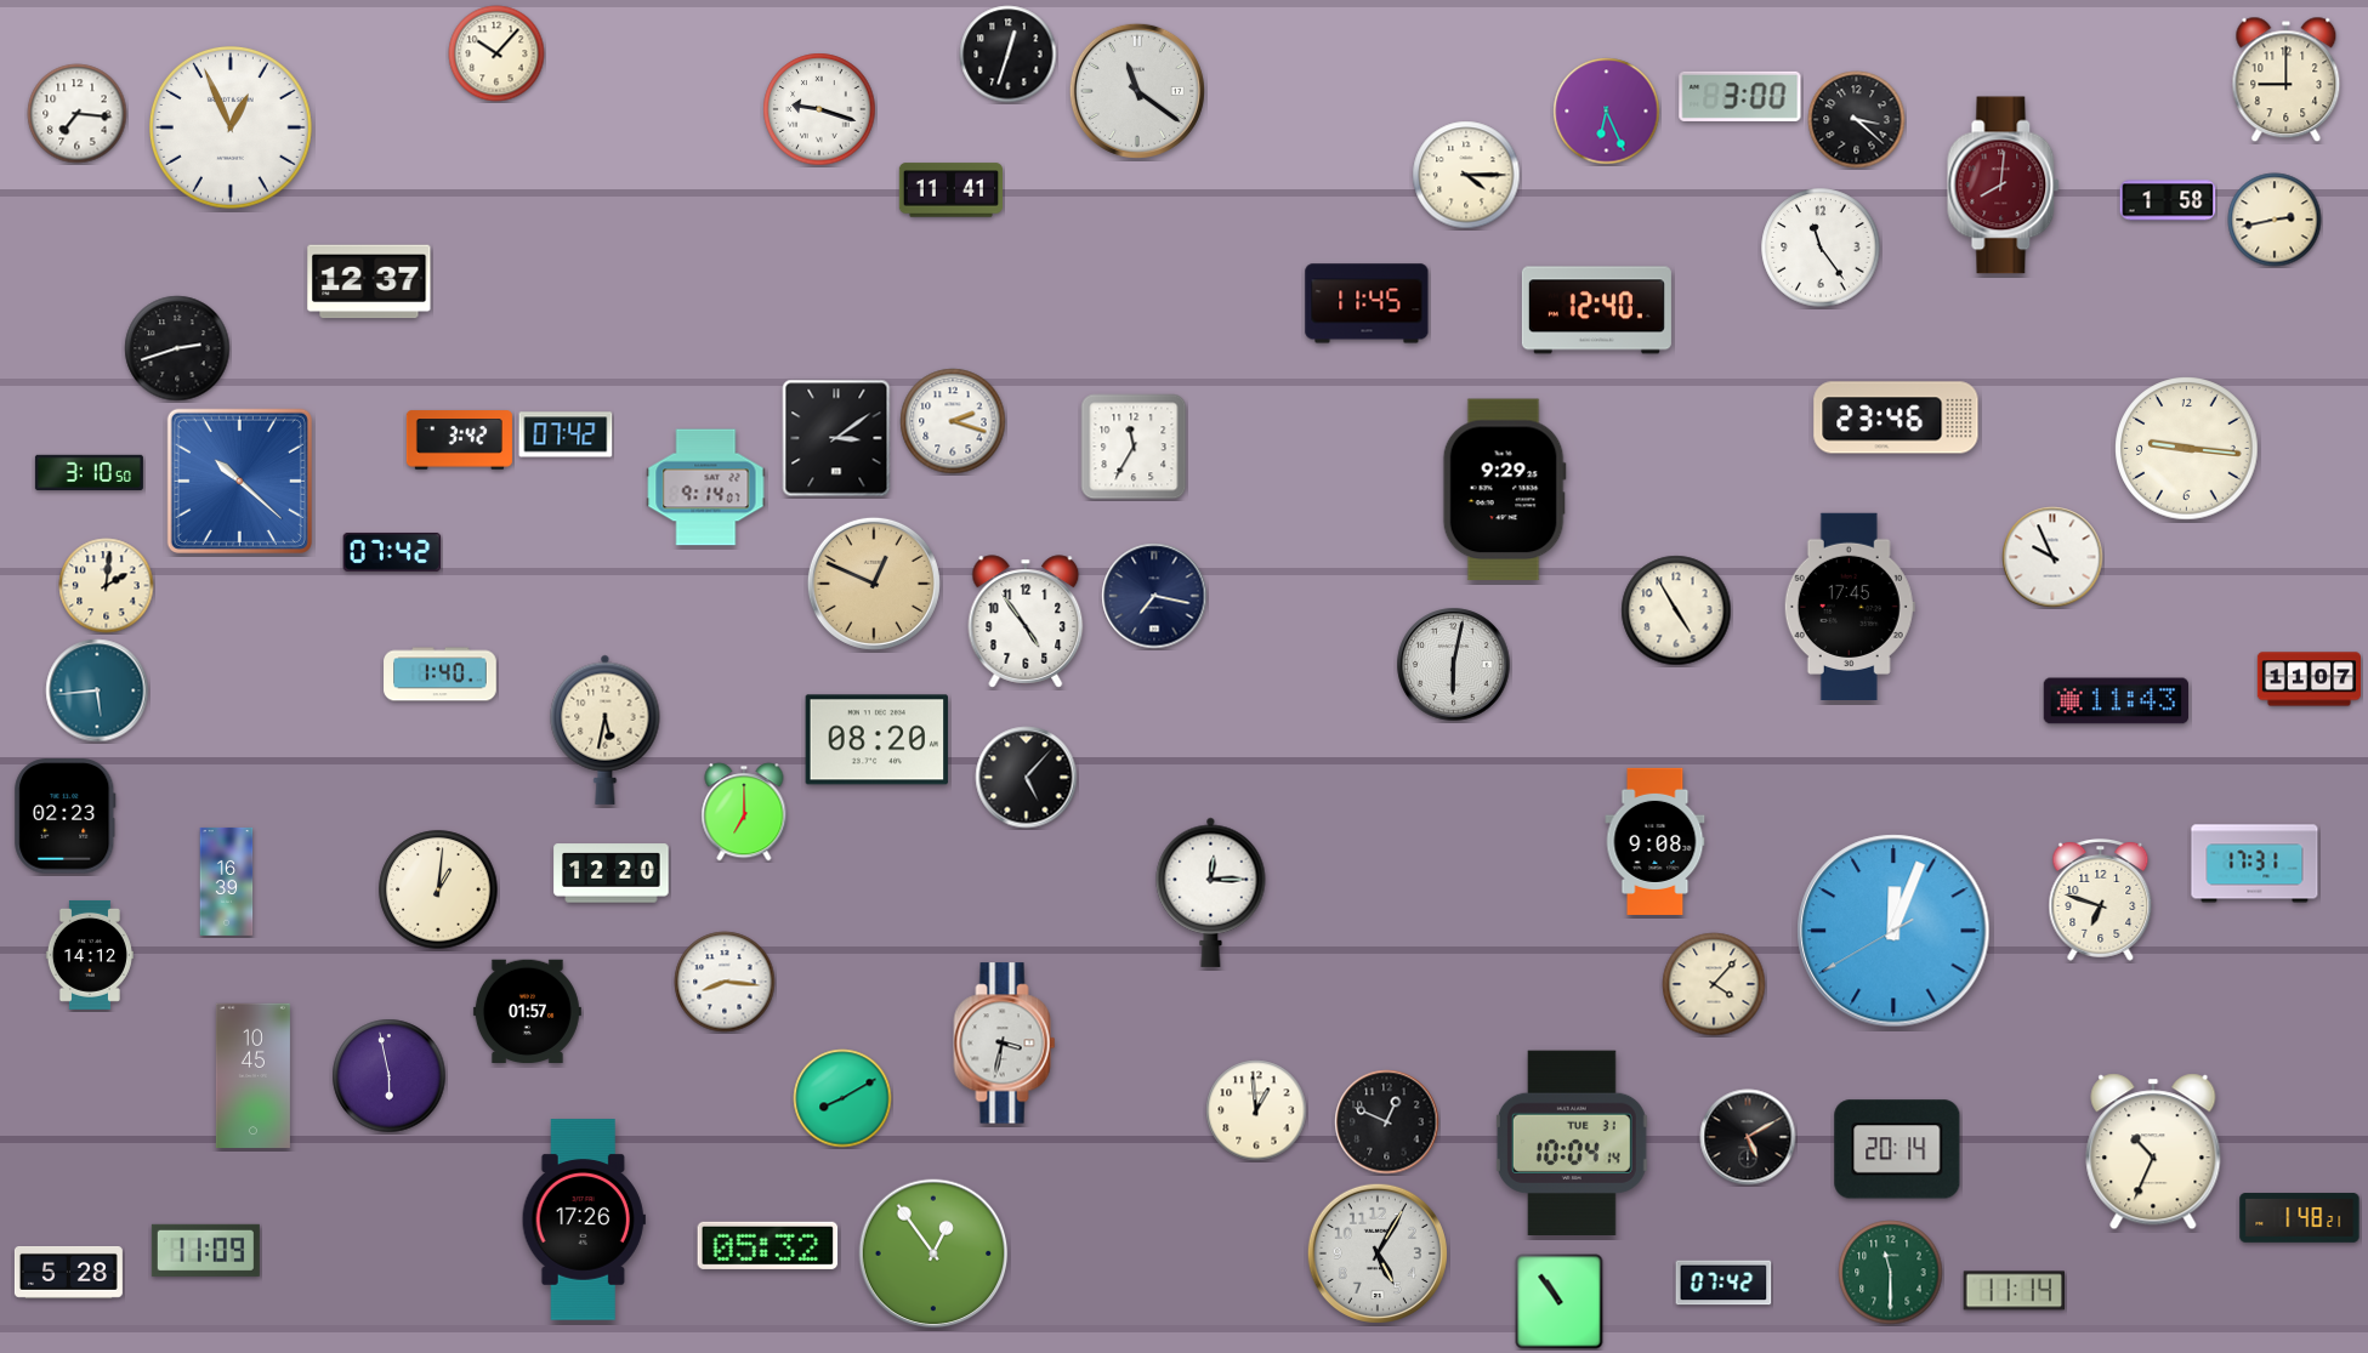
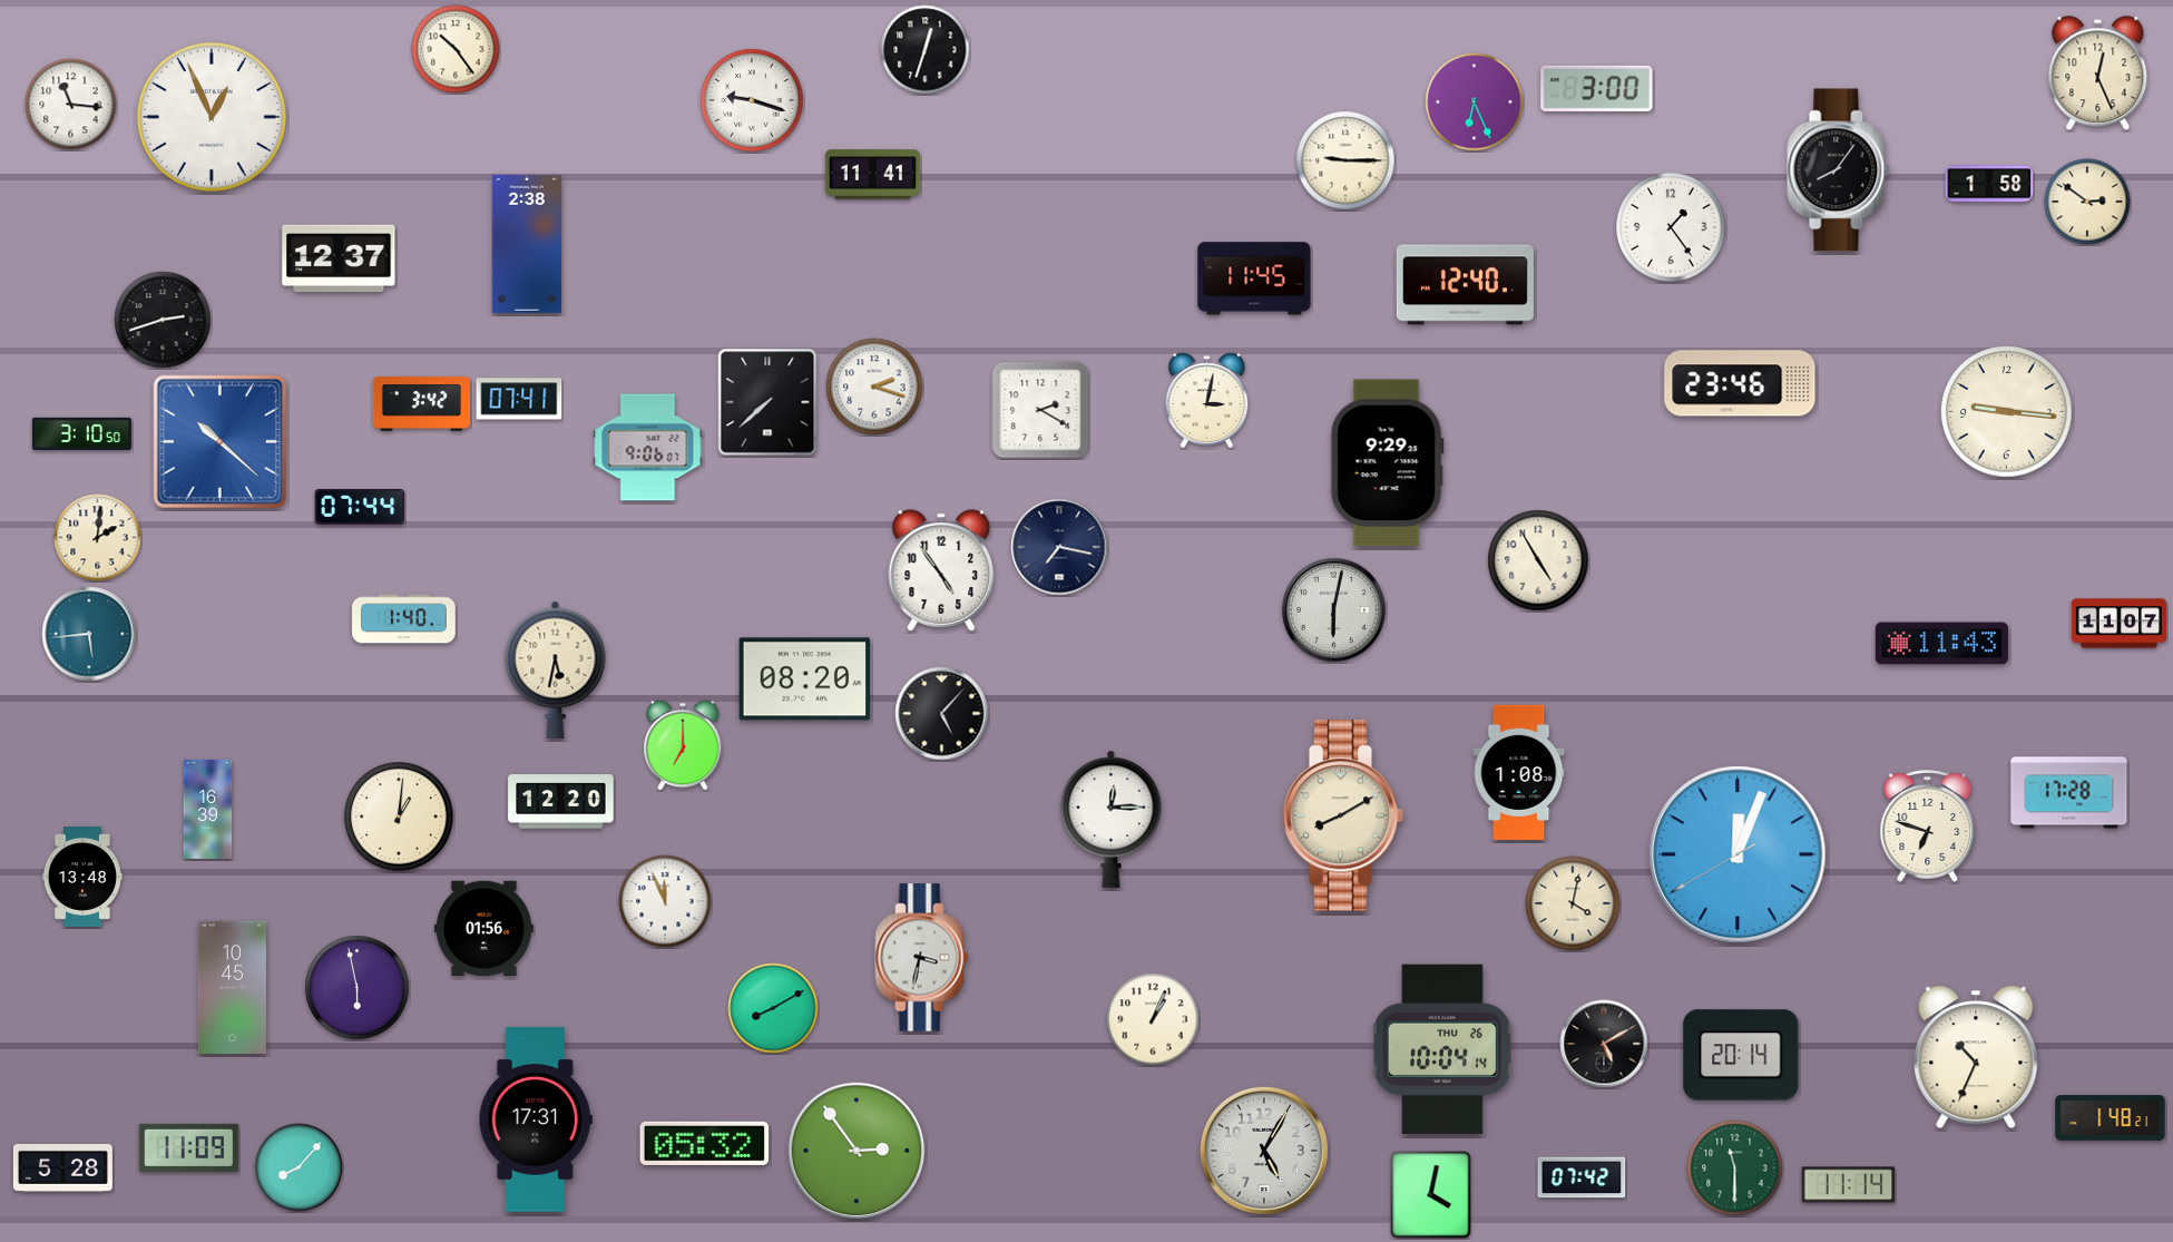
clock at (496, 53): 10:07 -> 10:24
clock at (2287, 80): 9:00 -> 12:26
clock at (1137, 91): 11:21 -> none
clock at (78, 114): 7:16 -> 11:16
clock at (1857, 120): 3:22 -> none
clock at (1466, 175): 4:15 -> 9:15
clock at (2004, 186): 8:01 -> 8:06
clock at (2004, 186) dial: burgundy -> black
clock at (2275, 220): 2:43 -> 2:51
clock at (1821, 248): 11:24 -> 1:24
clock at (526, 244): none -> 2:38
clock at (566, 434): 07:42 -> 07:41
clock at (1207, 401): none -> 3:02
clock at (836, 438): 3:09 -> 7:38
clock at (1134, 447): 11:35 -> 2:20
clock at (706, 488): 9:14 -> 9:06
clock at (1504, 490) position: (1504, 490) -> (1387, 463)
clock at (392, 552): 07:42 -> 07:44
clock at (2052, 557): 9:56 -> none
clock at (874, 584): 12:49 -> none
clock at (1850, 606): 17:45 -> none
clock at (66, 817): 02:23 -> none
clock at (1656, 841): 9:08 -> 1:08
clock at (2255, 864): 17:31 -> 17:28
clock at (1343, 815): none -> 8:10
clock at (438, 889) position: (438, 889) -> (399, 816)
clock at (90, 955): 14:12 -> 13:48
clock at (725, 982): 8:16 -> 11:56
clock at (1714, 984): 4:07 -> 4:02
clock at (527, 1011): 01:57 -> 01:56
clock at (1256, 1110): 12:59 -> 1:04
clock at (1387, 1122): 12:49 -> none
clock at (1572, 1143) date: TUE 31 -> THU 26
clock at (584, 1220): 17:26 -> 17:31
clock at (933, 1253): 12:54 -> 2:54
clock at (298, 1167): none -> 8:07
clock at (1560, 1302): 10:54 -> 4:02
